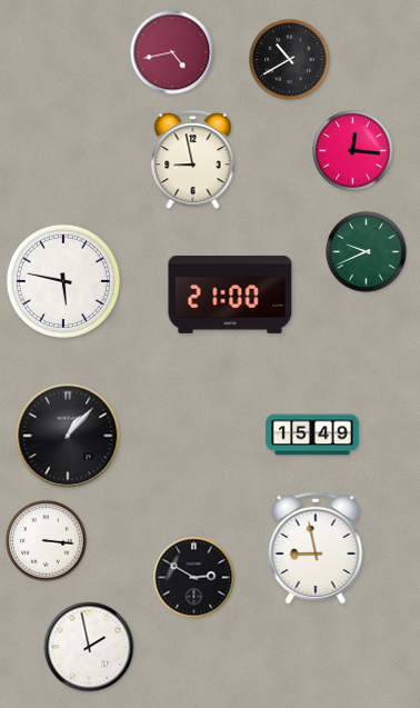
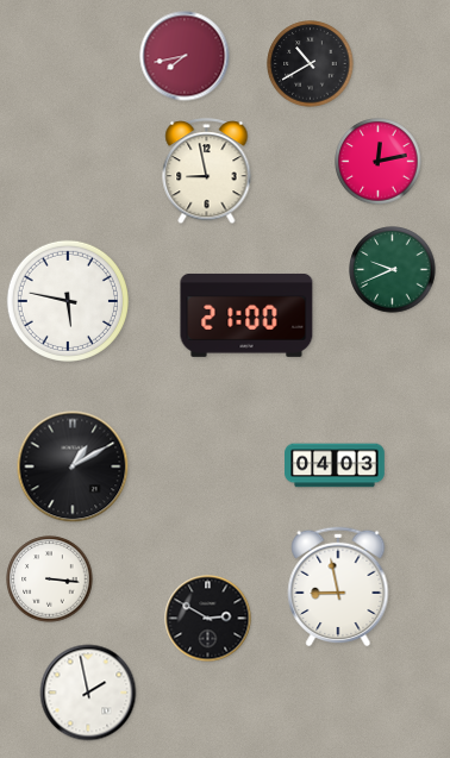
clock at (172, 52): 4:43 -> 7:43
clock at (353, 151): 12:16 -> 12:13
clock at (312, 435): 15:49 -> 04:03
clock at (68, 436): 1:07 -> 1:10
clock at (89, 647) position: (89, 647) -> (88, 693)
